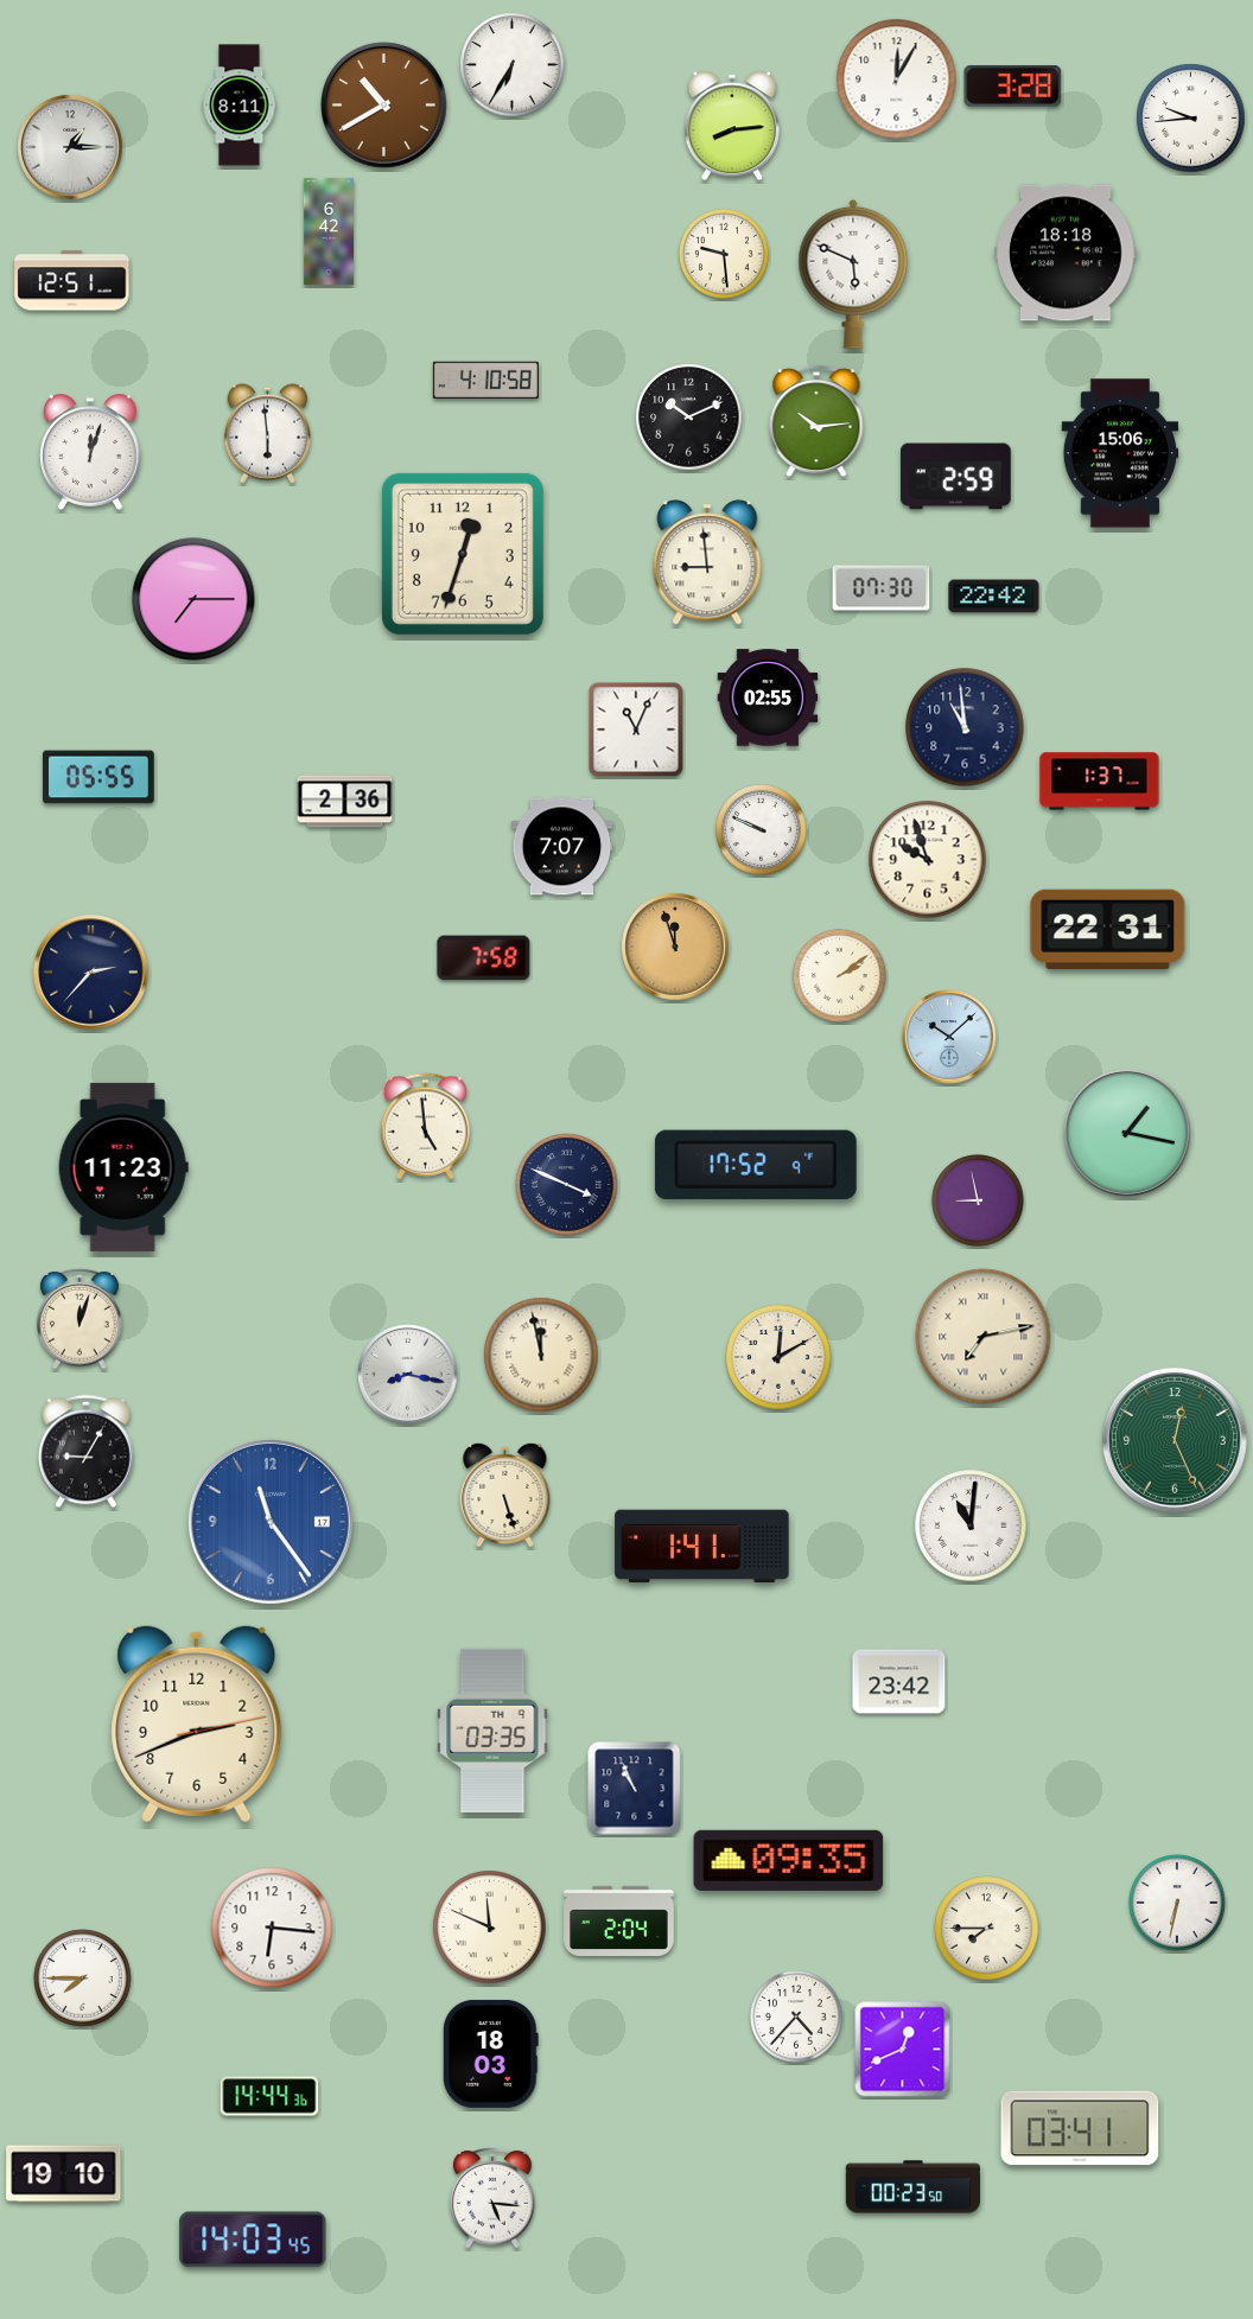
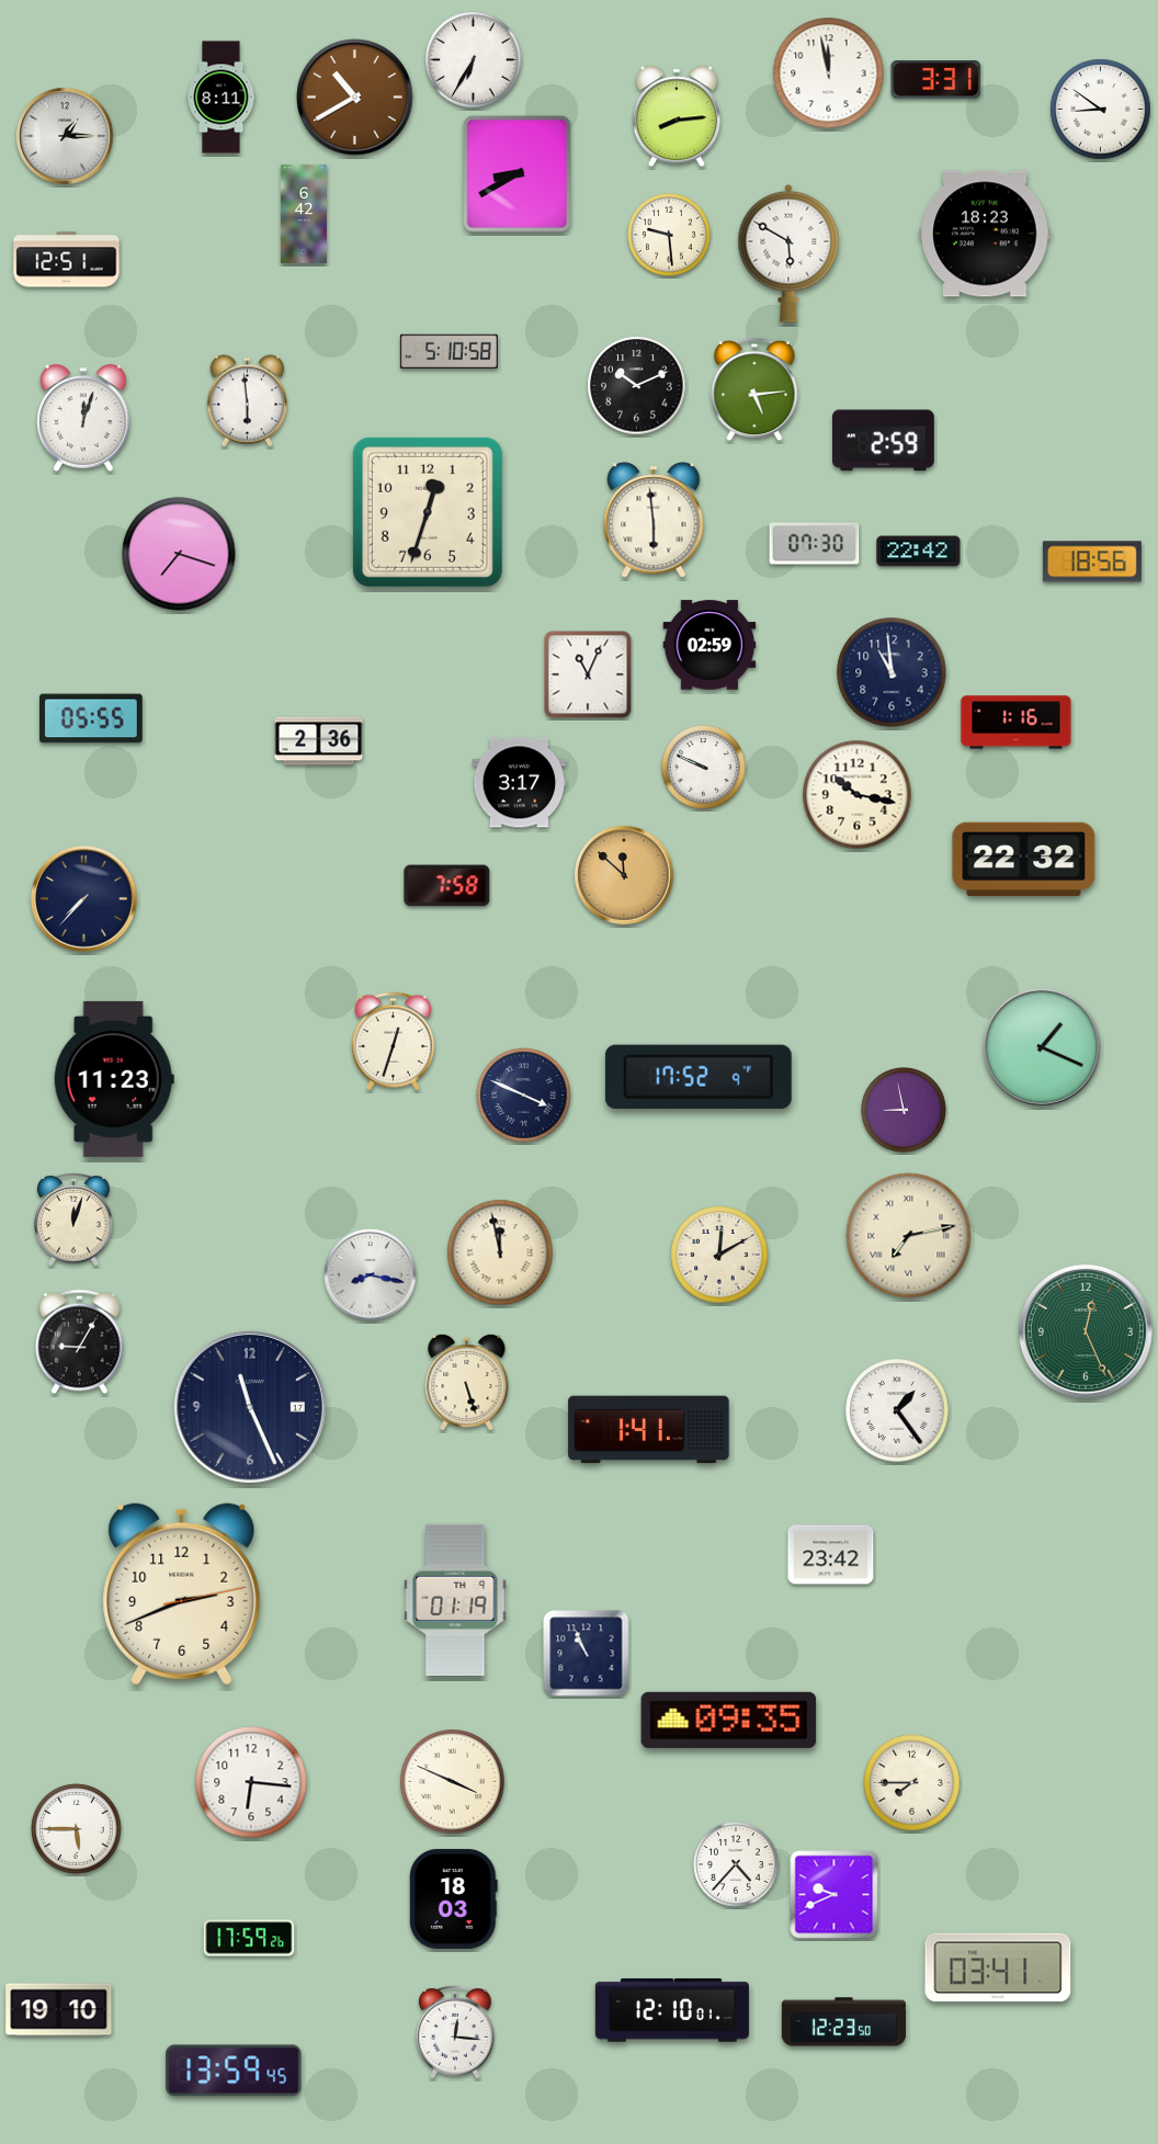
clock at (897, 79): 12:05 -> 11:58
clock at (1013, 87): 3:28 -> 3:31
clock at (1191, 119): 9:44 -> 8:51
clock at (516, 173): none -> 8:40
clock at (1066, 253): 18:18 -> 18:23
clock at (853, 274): 5:49 -> 5:50
clock at (485, 381): 4:10 -> 5:10
clock at (816, 421): 10:14 -> 5:14
clock at (1120, 453): 15:06 -> none
clock at (707, 562): 8:59 -> 5:59
clock at (193, 599): 7:15 -> 7:18
clock at (1092, 561): none -> 18:56
clock at (768, 697): 02:55 -> 02:59
clock at (1100, 782): 1:37 -> 1:16
clock at (562, 847): 7:07 -> 3:17
clock at (928, 860): 9:57 -> 10:17
clock at (1108, 930): 22:31 -> 22:32
clock at (675, 947): 11:57 -> 11:52
clock at (91, 973): 2:37 -> 7:37
clock at (840, 976): 2:09 -> none
clock at (949, 1037): 10:08 -> none
clock at (426, 1127): 4:59 -> 12:33
clock at (1127, 1133): 1:17 -> 1:19
clock at (408, 1375) position: (408, 1375) -> (371, 1275)
clock at (271, 1522): 11:24 -> 11:26
clock at (271, 1522) dial: blue -> navy
clock at (971, 1525): 11:01 -> 1:24
clock at (492, 1729): 03:35 -> 01:19
clock at (1177, 1903): 6:32 -> none
clock at (619, 1920): 2:04 -> none
clock at (490, 1928): 11:49 -> 3:49
clock at (83, 1979): 7:45 -> 5:45
clock at (903, 2050): 12:41 -> 9:41
clock at (269, 2096): 14:44 -> 17:59
clock at (672, 2010): none -> 12:10
clock at (912, 2187): 00:23 -> 12:23
clock at (492, 2198): 5:16 -> 12:16
clock at (253, 2240): 14:03 -> 13:59
